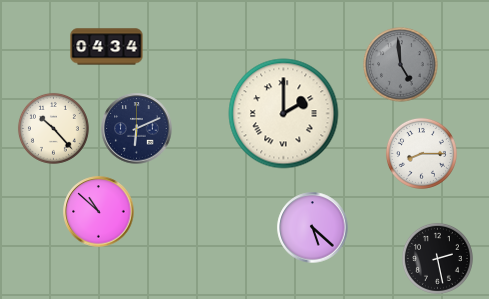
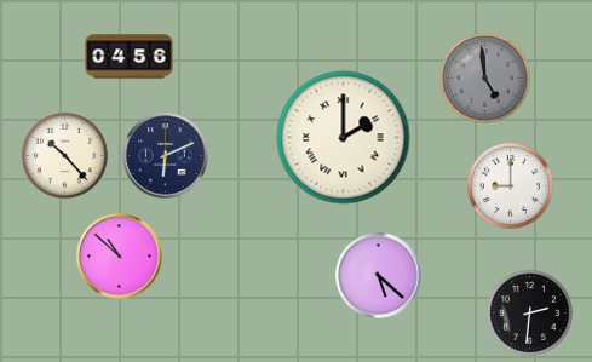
clock at (107, 47): 04:34 -> 04:56
clock at (421, 153): 8:15 -> 9:00
clock at (437, 258): 2:28 -> 2:31
